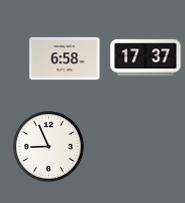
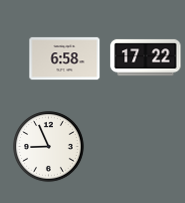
clock at (146, 58): 17:37 -> 17:22
